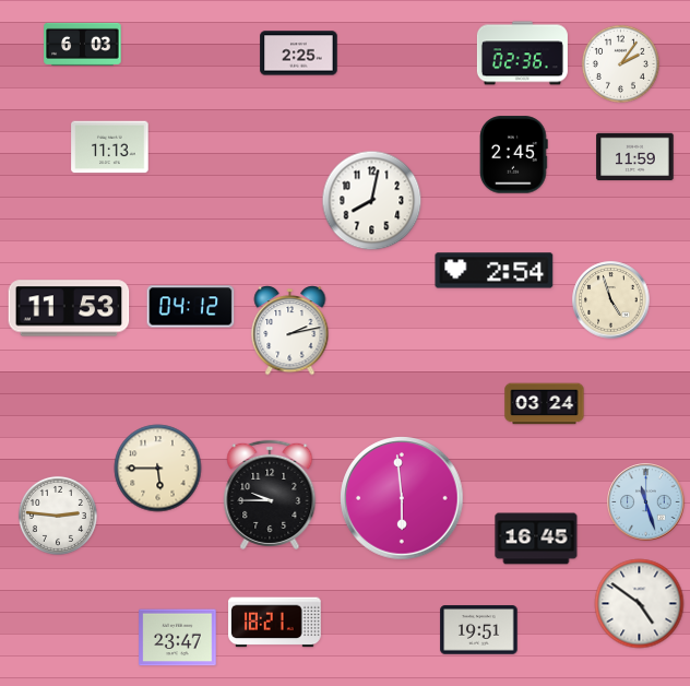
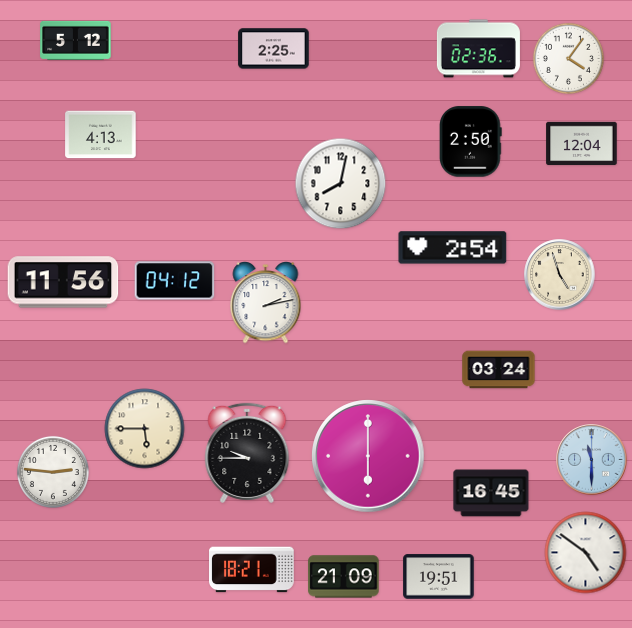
clock at (83, 44): 6:03 -> 5:12
clock at (620, 63): 2:06 -> 4:06
clock at (110, 147): 11:13 -> 4:13
clock at (514, 155): 2:45 -> 2:50
clock at (635, 157): 11:59 -> 12:04
clock at (69, 308): 11:53 -> 11:56
clock at (402, 498): 5:59 -> 6:00
clock at (646, 502): 11:27 -> 11:30
clock at (344, 577): none -> 21:09
clock at (178, 638): 23:47 -> none
